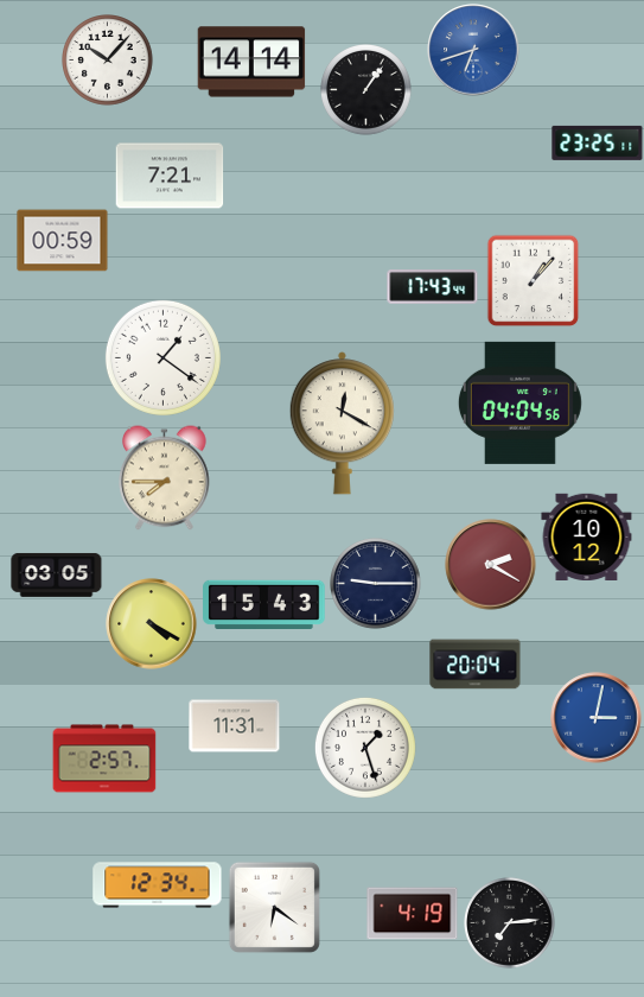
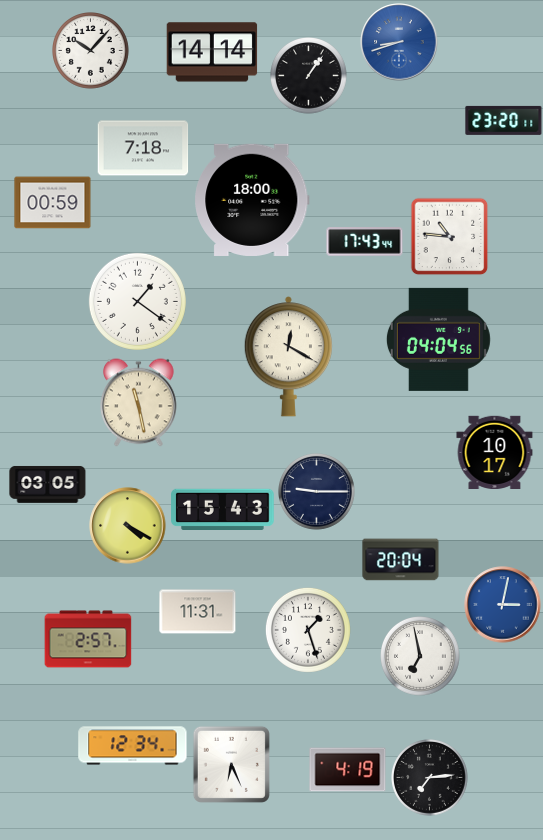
clock at (473, 50): 6:42 -> 8:42
clock at (598, 142): 23:25 -> 23:20
clock at (170, 176): 7:21 -> 7:18
clock at (252, 200): none -> 18:00
clock at (533, 280): 1:07 -> 10:46
clock at (165, 478): 7:45 -> 11:28
clock at (587, 536): 10:12 -> 10:17
clock at (491, 565): 2:20 -> none
clock at (421, 657): none -> 6:58
clock at (274, 907): 6:21 -> 6:26
